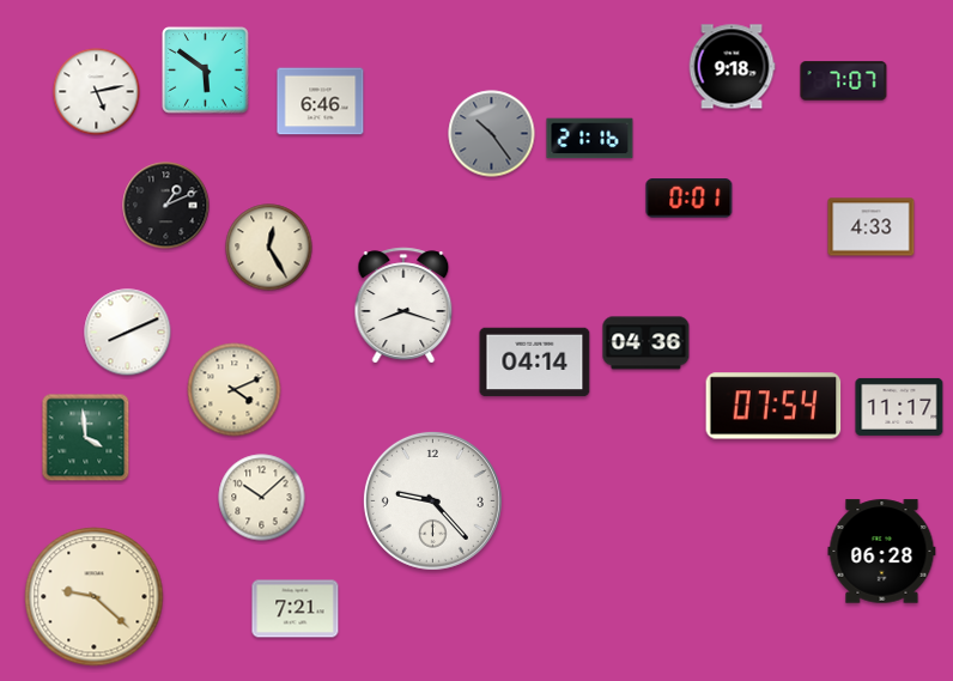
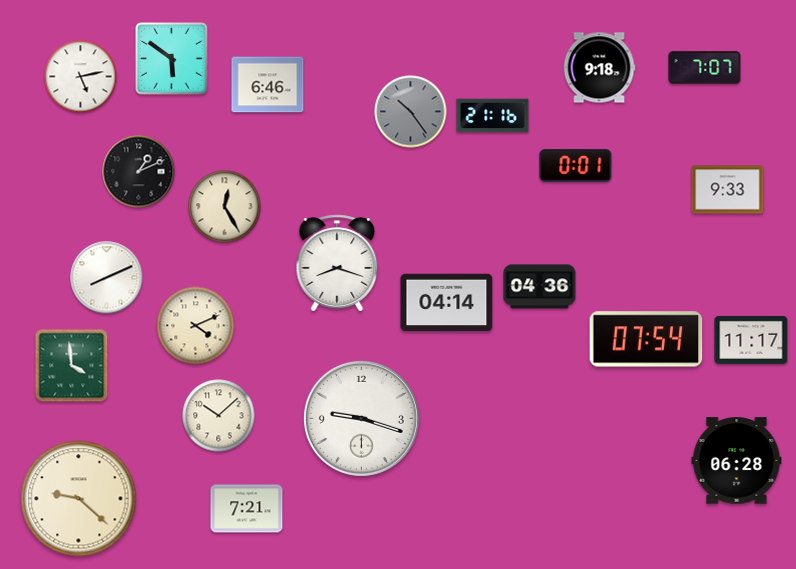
clock at (732, 67) position: (732, 67) -> (599, 68)
clock at (872, 227): 4:33 -> 9:33
clock at (403, 305) position: (403, 305) -> (337, 263)
clock at (432, 500): 9:23 -> 9:18
